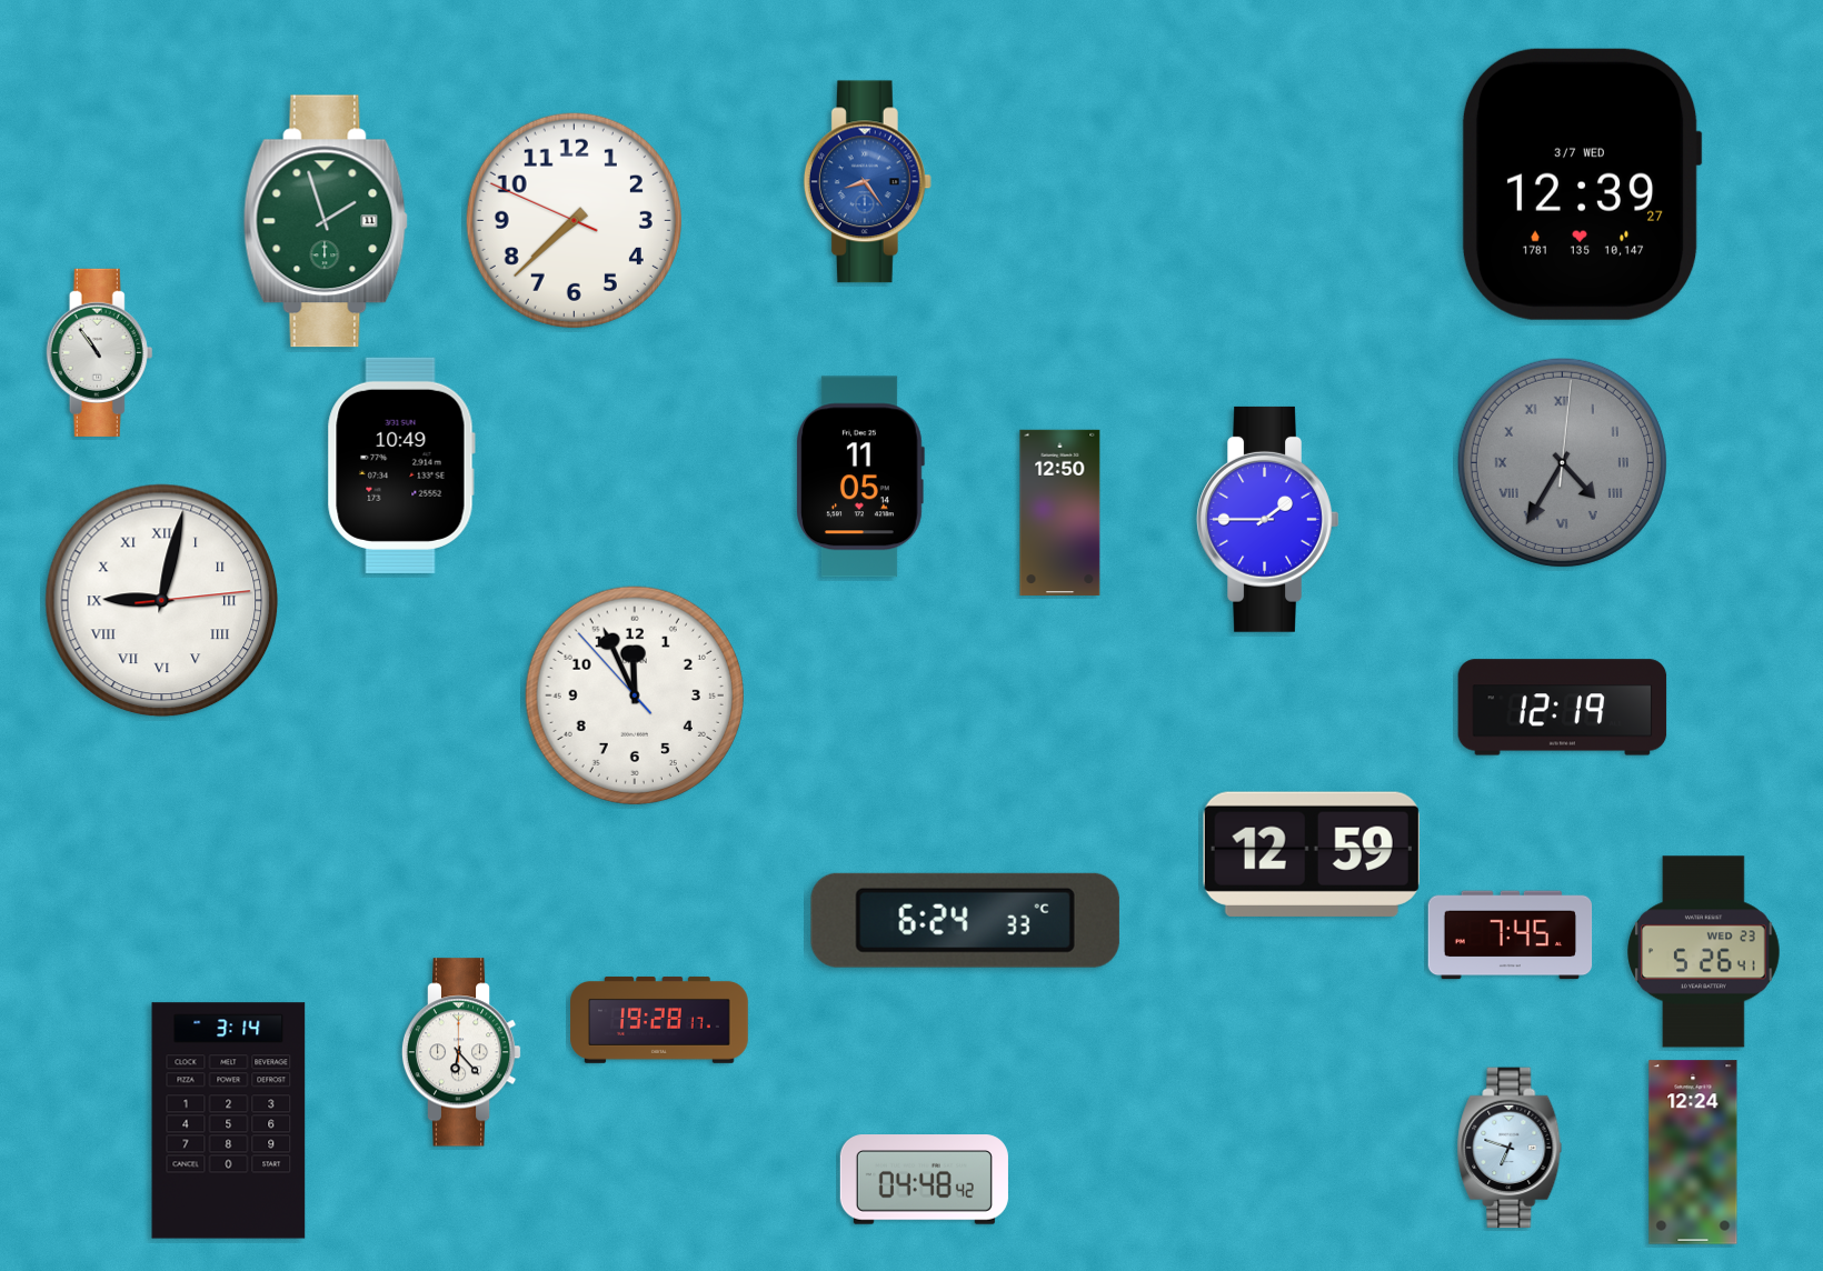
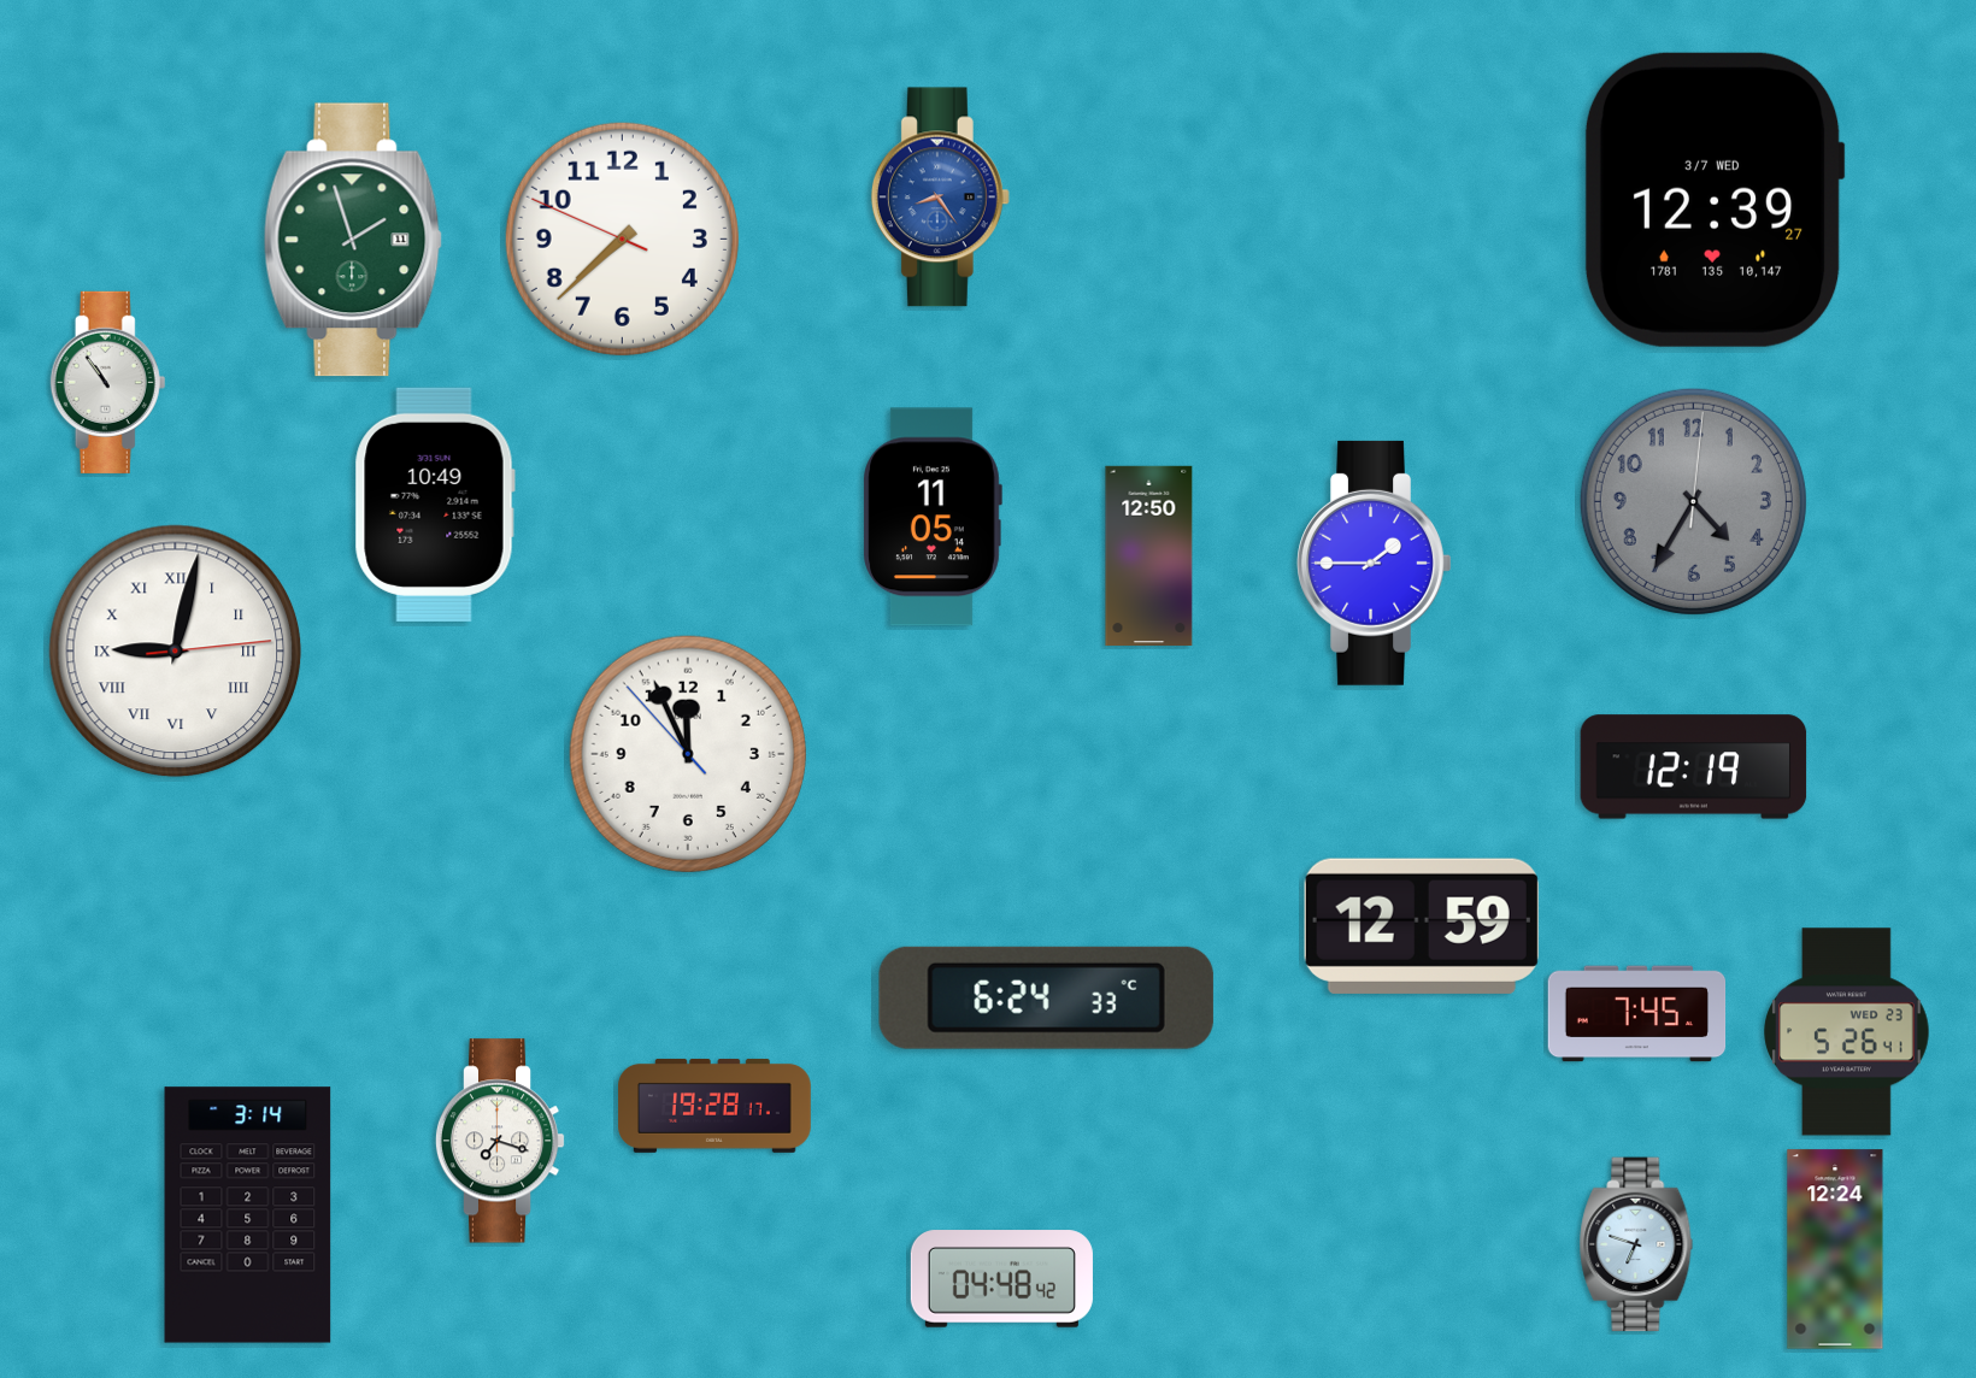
clock at (1562, 462) numerals: Roman -> Arabic
clock at (461, 1052): 6:23 -> 7:18
